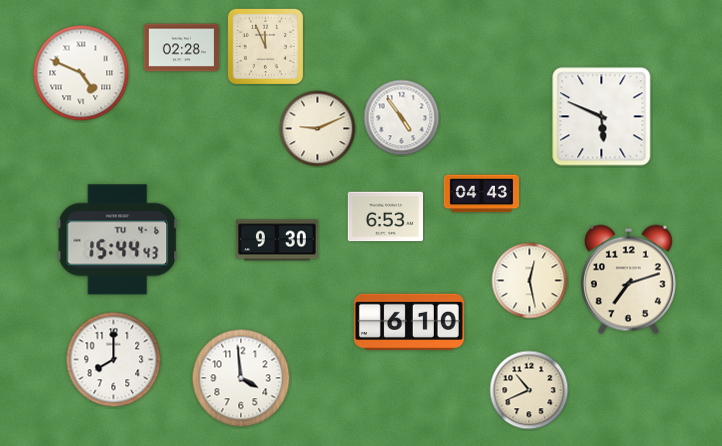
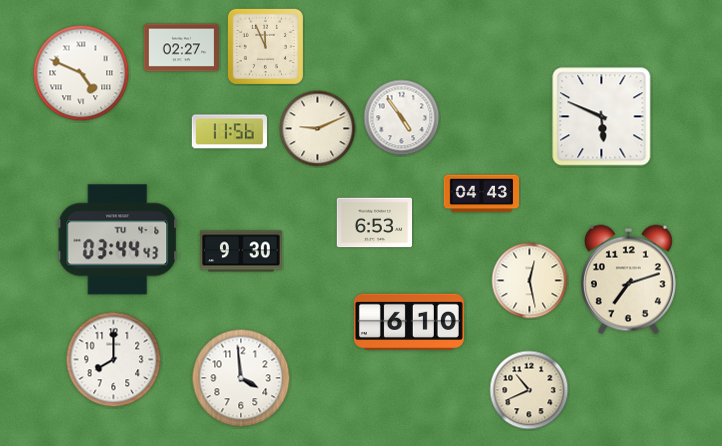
clock at (181, 48): 02:28 -> 02:27
clock at (229, 132): none -> 11:56
clock at (385, 217) position: (385, 217) -> (374, 223)
clock at (118, 240): 15:44 -> 03:44
clock at (277, 240) position: (277, 240) -> (241, 251)
